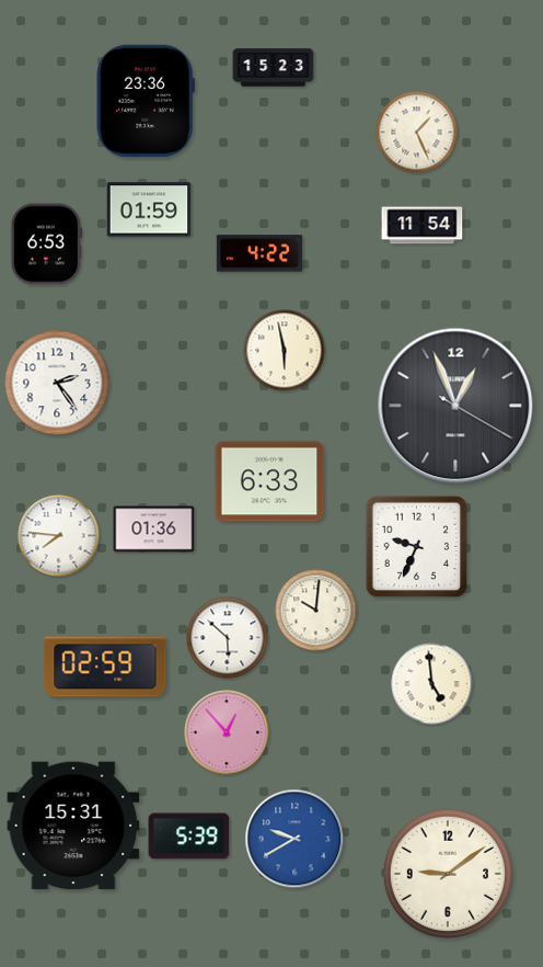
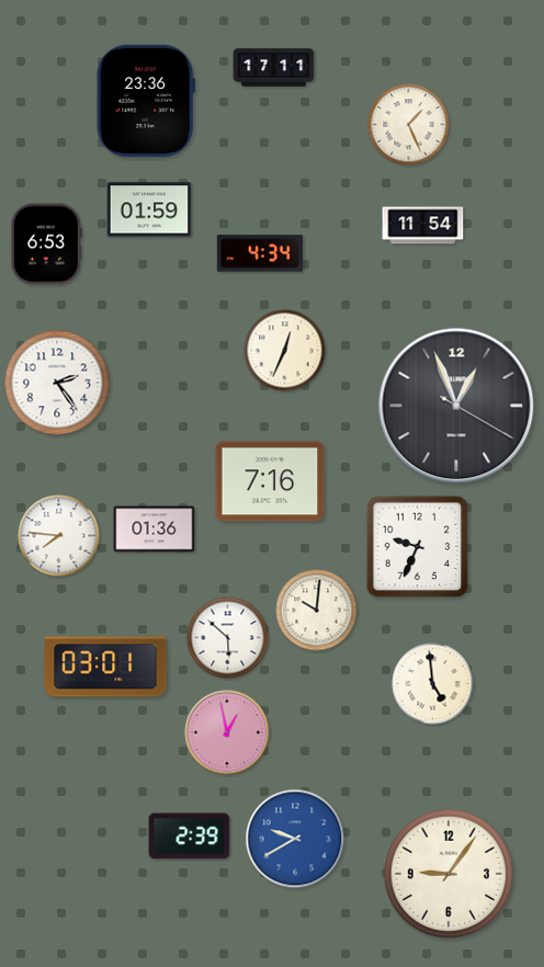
clock at (274, 68): 15:23 -> 17:11
clock at (417, 133) position: (417, 133) -> (409, 125)
clock at (259, 253): 4:22 -> 4:34
clock at (285, 351): 5:58 -> 12:34
clock at (269, 481): 6:33 -> 7:16
clock at (105, 667): 02:59 -> 03:01
clock at (227, 732): 12:53 -> 12:58
clock at (73, 826): 15:31 -> none
clock at (189, 837): 5:39 -> 2:39
clock at (448, 874): 9:09 -> 9:06
